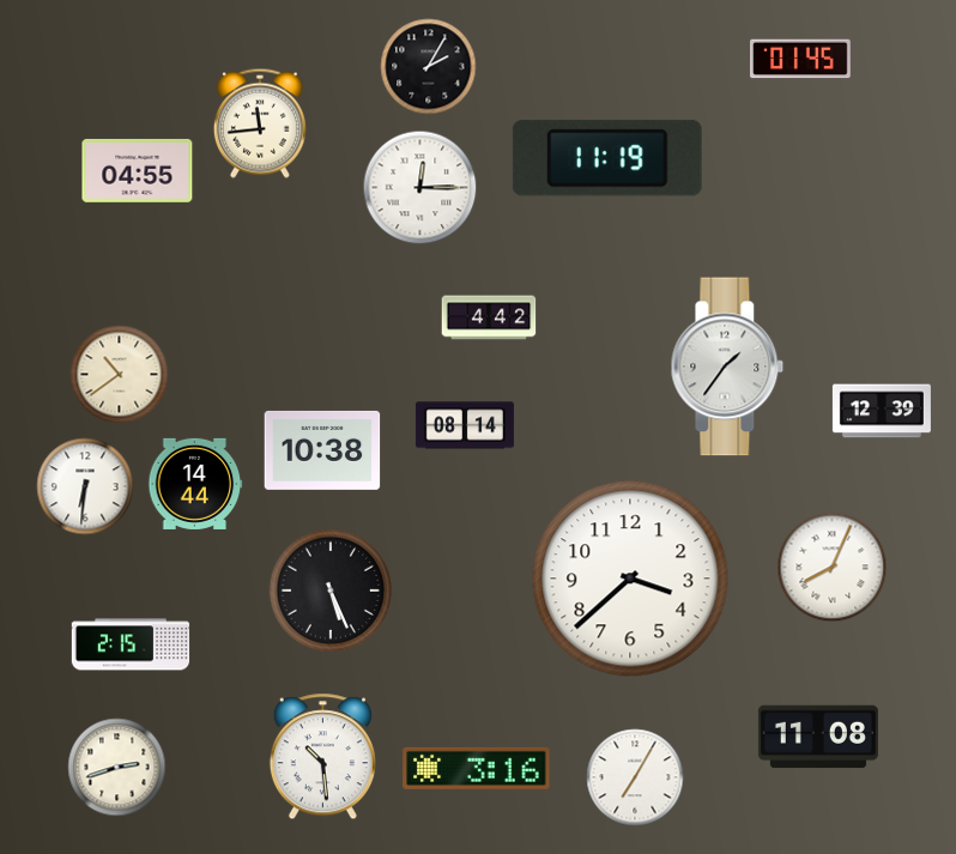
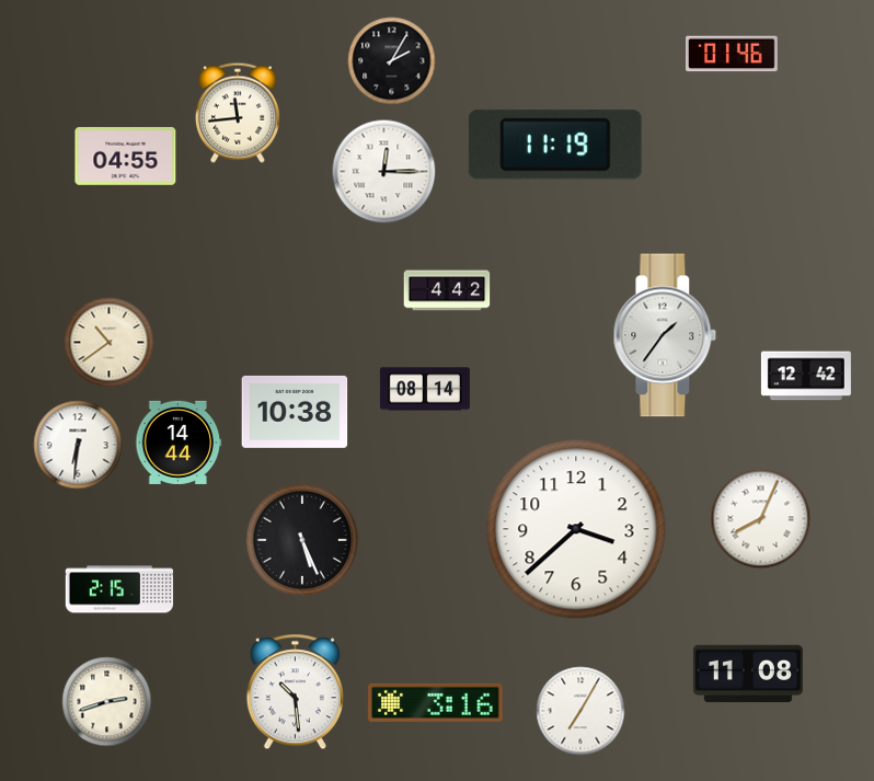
clock at (801, 59): 01:45 -> 01:46
clock at (882, 411): 12:39 -> 12:42
